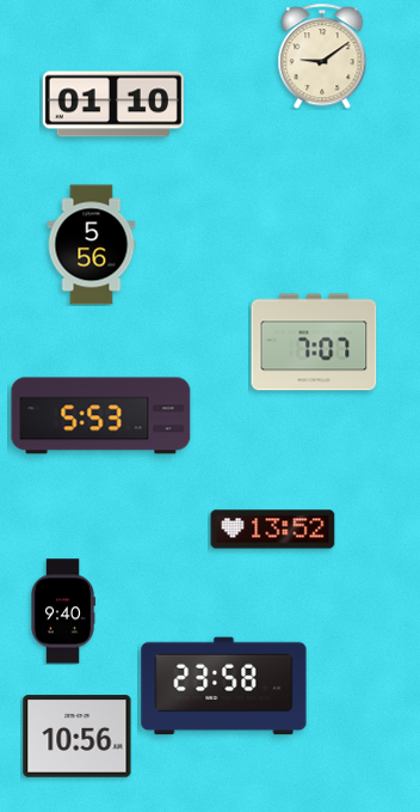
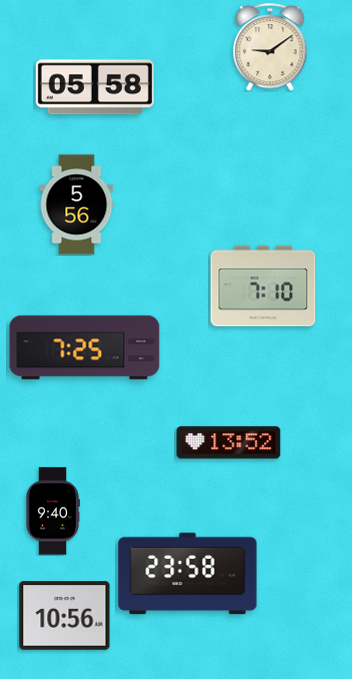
clock at (113, 104): 01:10 -> 05:58
clock at (314, 342): 7:07 -> 7:10
clock at (101, 416): 5:53 -> 7:25
